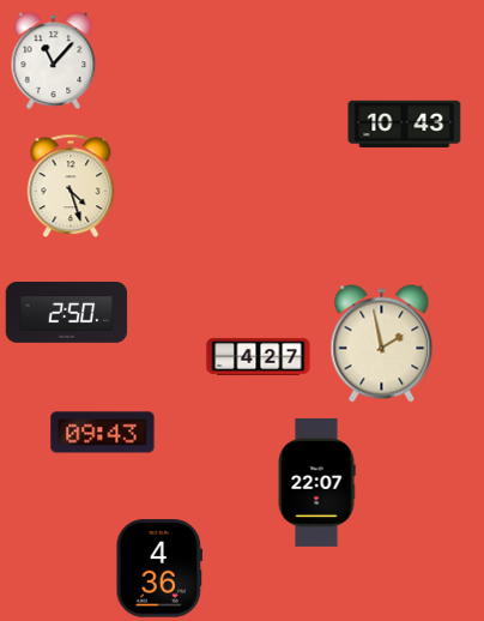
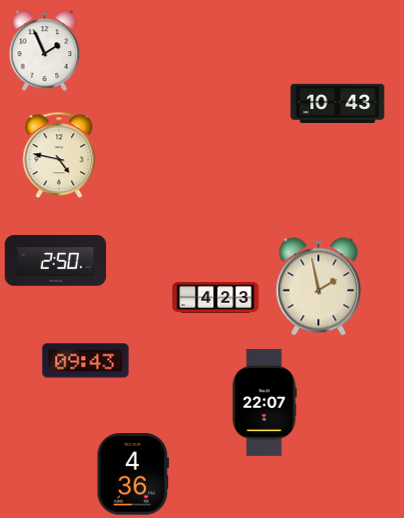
clock at (54, 61): 11:07 -> 1:56
clock at (71, 186): 4:27 -> 4:47
clock at (259, 356): 4:27 -> 4:23
